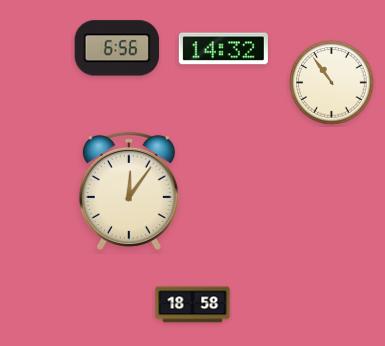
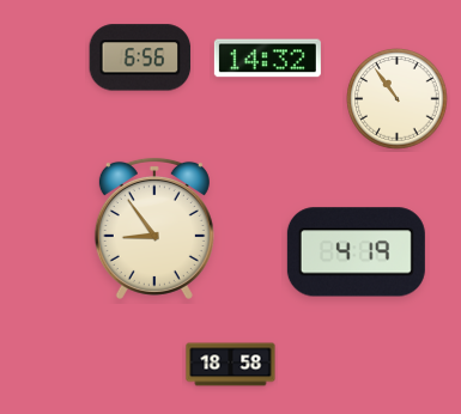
clock at (129, 191): 12:06 -> 8:54
clock at (356, 252): none -> 4:19
